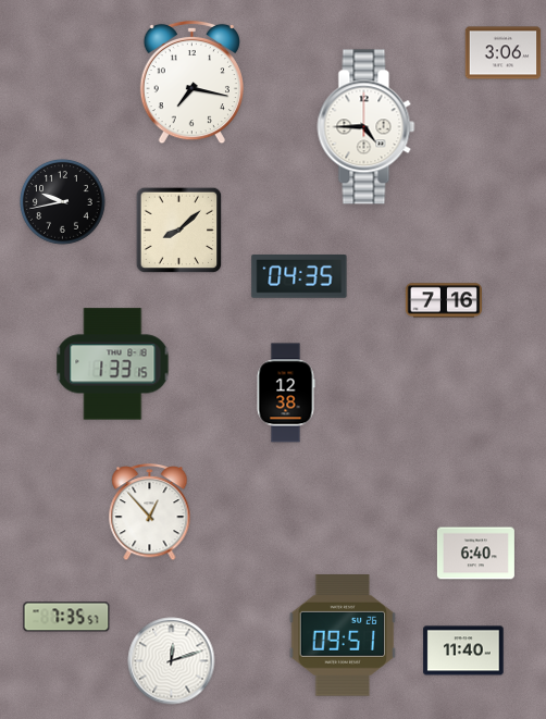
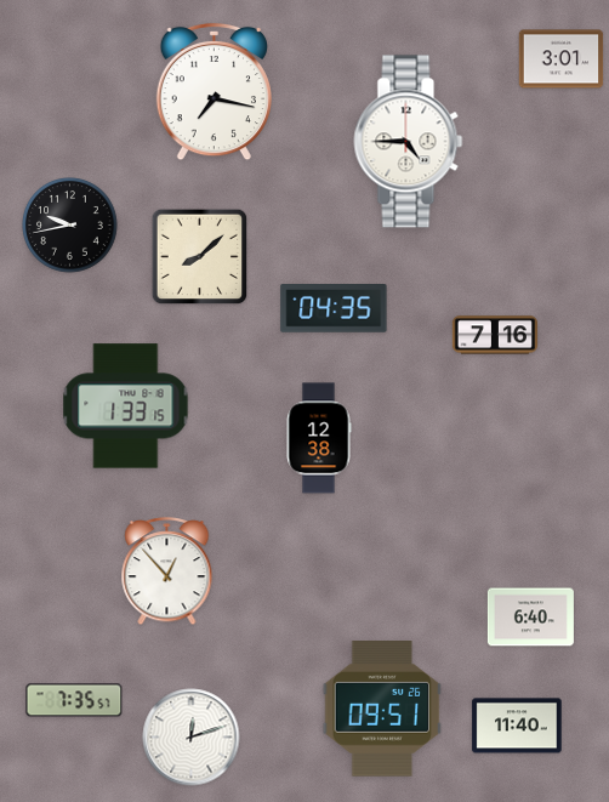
clock at (504, 53): 3:06 -> 3:01
clock at (66, 617) position: (66, 617) -> (74, 700)
